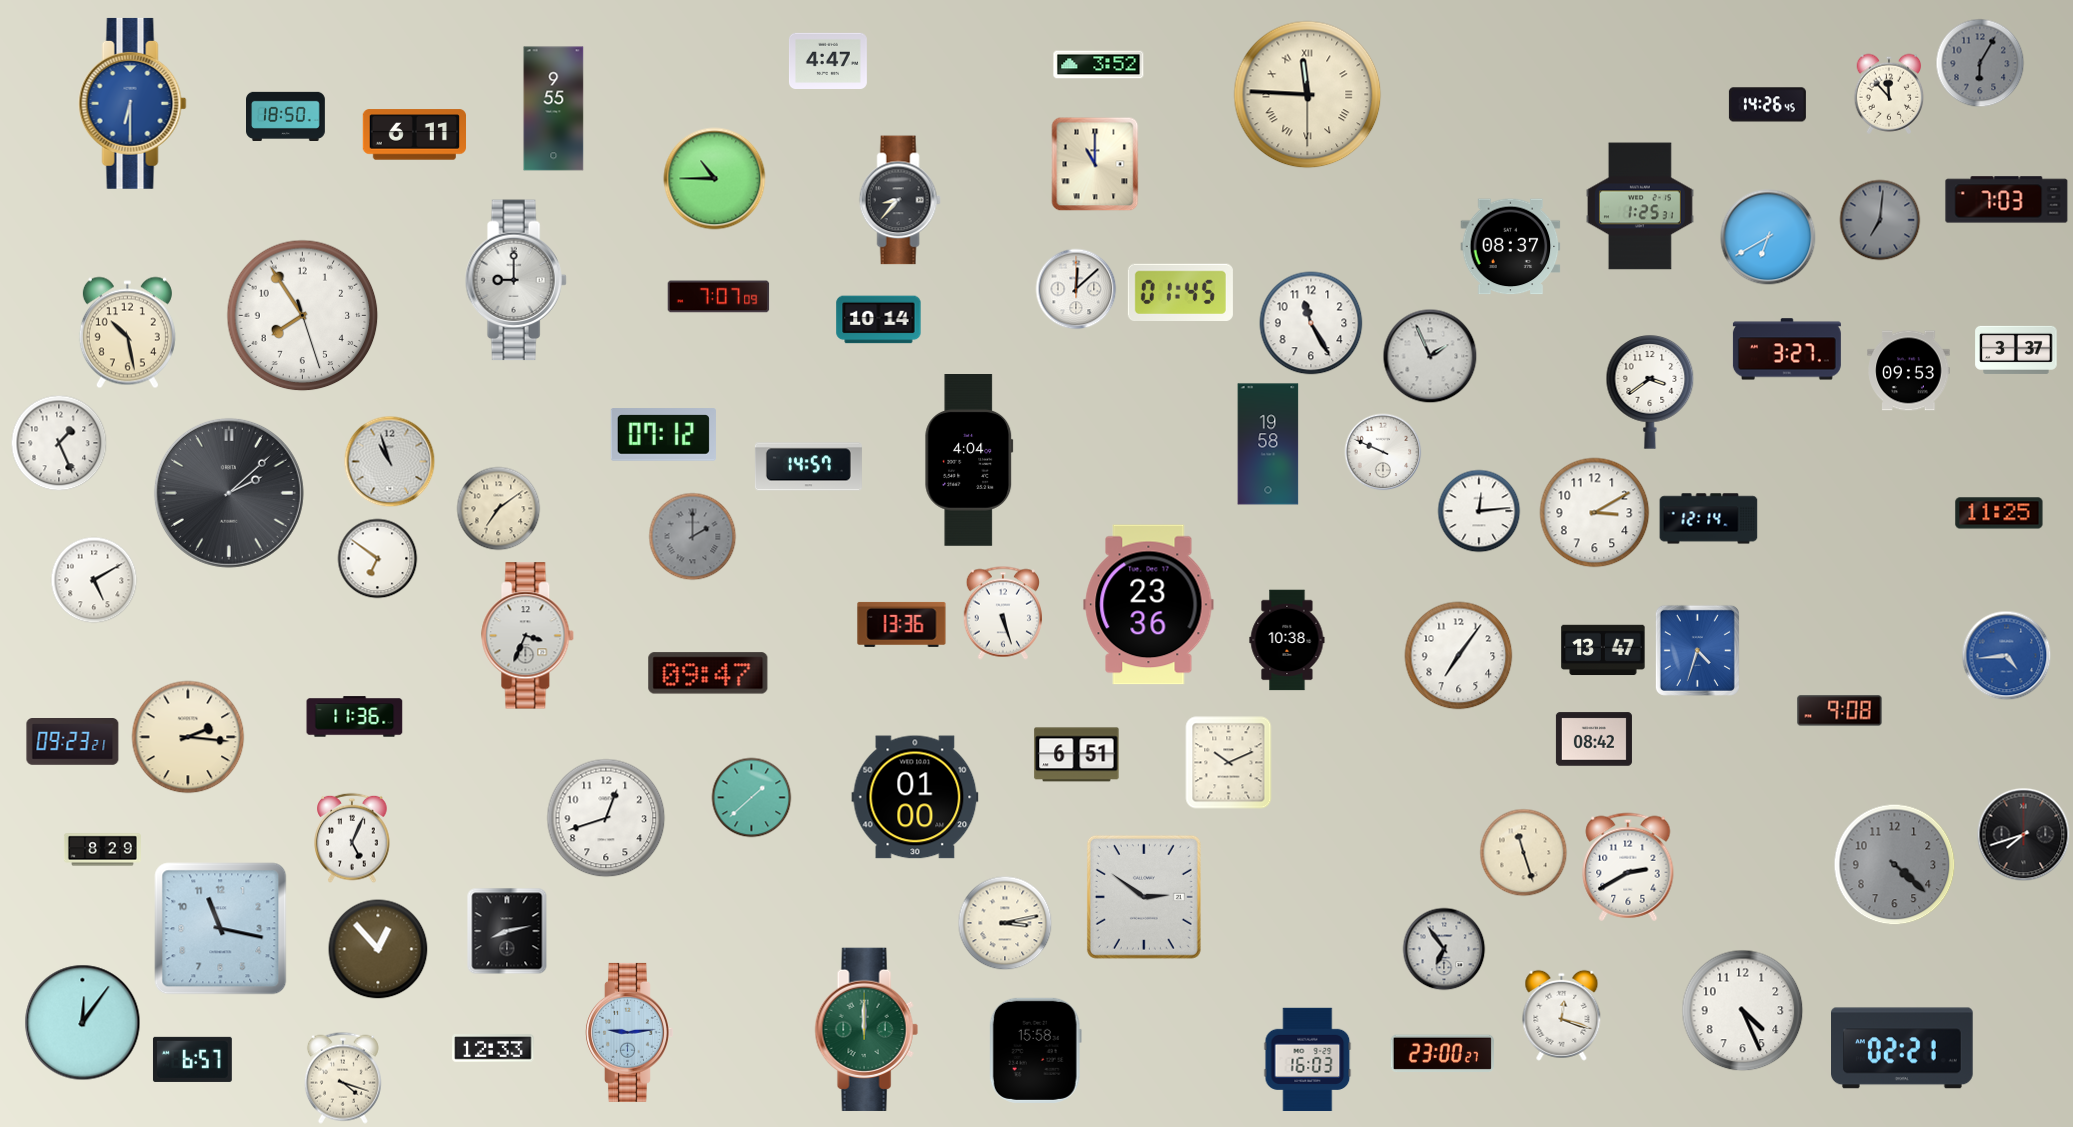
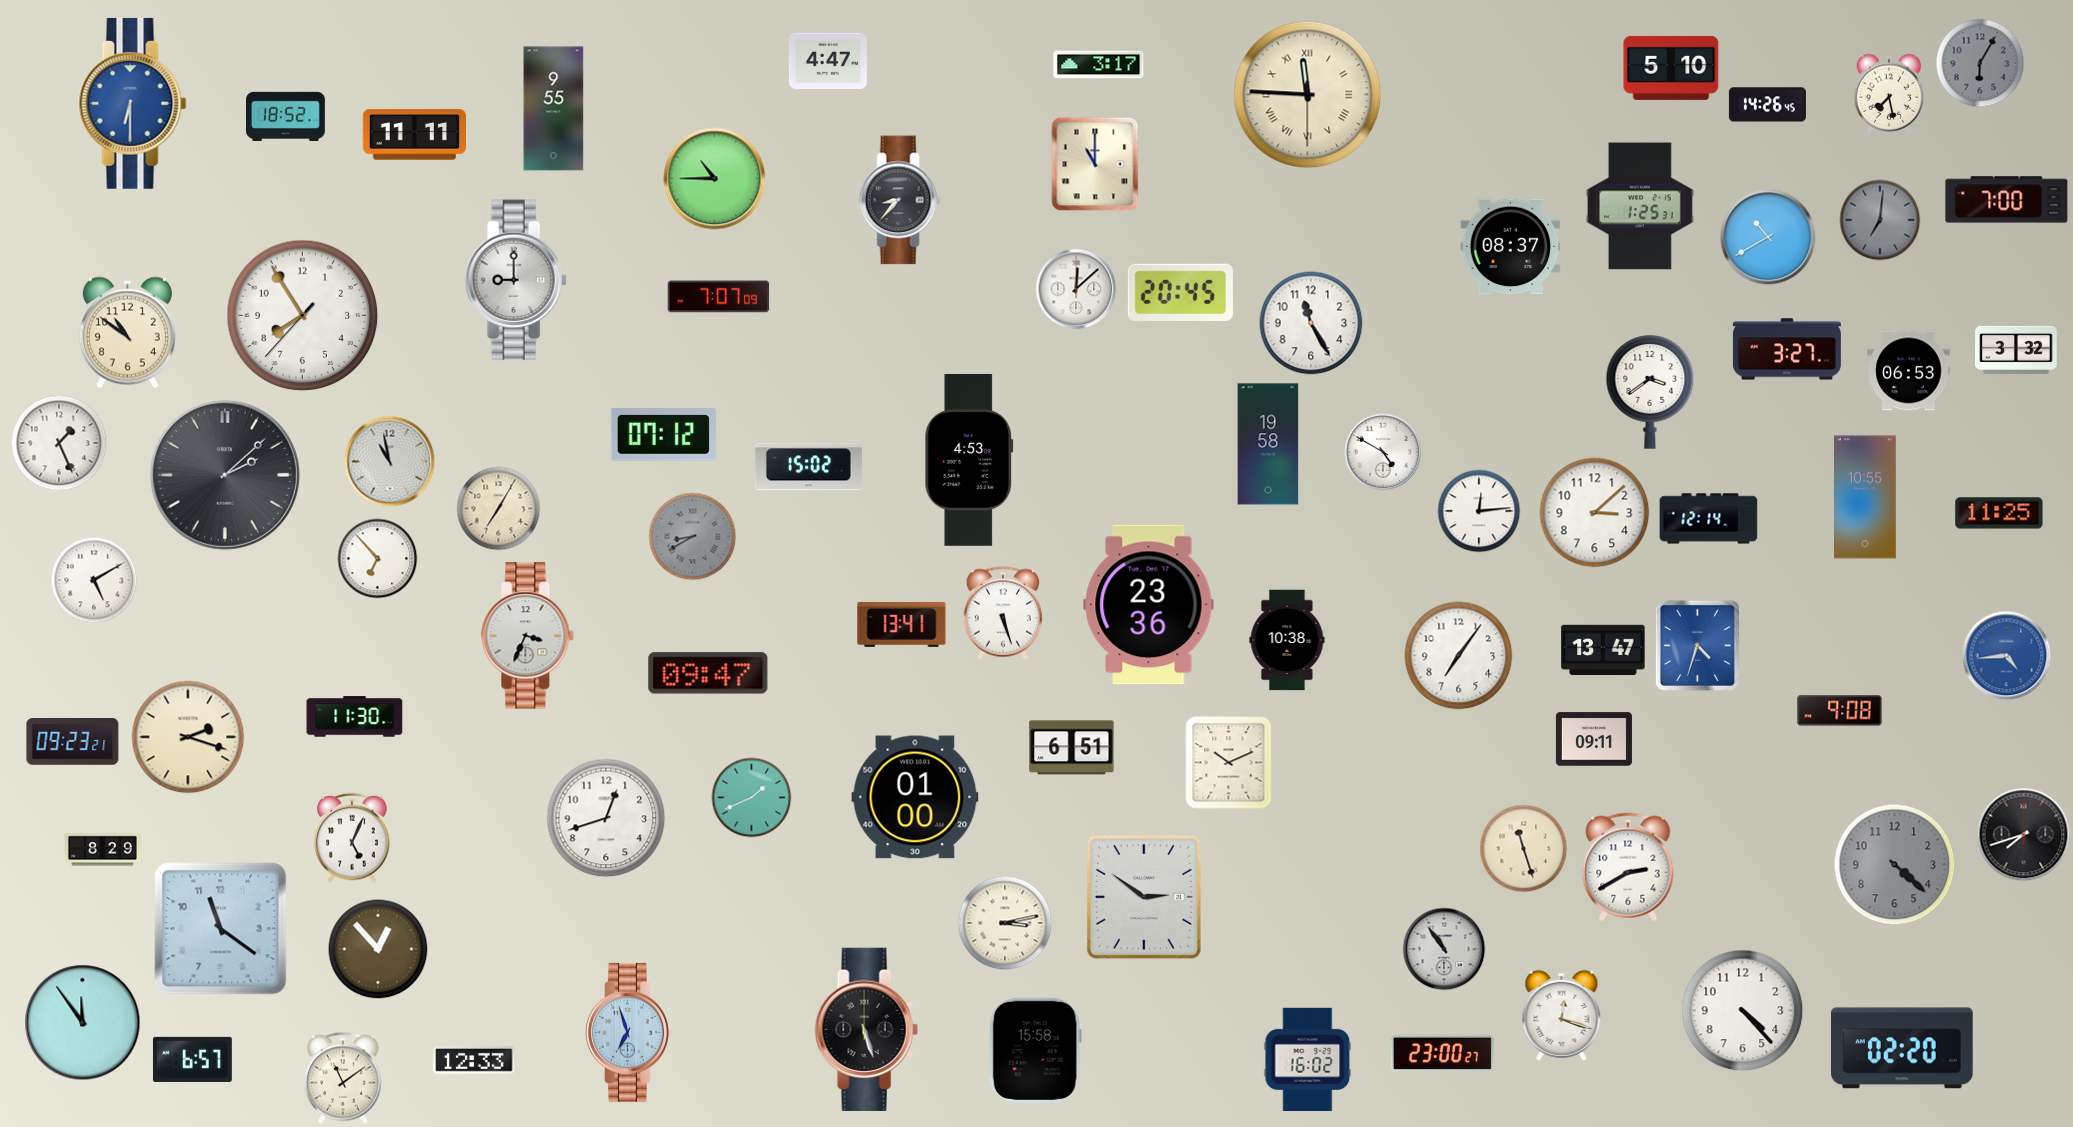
clock at (1099, 65): 3:52 -> 3:17
clock at (1671, 68): none -> 5:10
clock at (1889, 94): 11:53 -> 7:28
clock at (286, 116): 18:50 -> 18:52
clock at (414, 135): 6:11 -> 11:11
clock at (2007, 200): 7:03 -> 7:00
clock at (1768, 237): 6:40 -> 10:40
clock at (1180, 292): 01:45 -> 20:45
clock at (303, 316): 7:54:27 -> 7:54:37
clock at (879, 320): 10:14 -> none
clock at (127, 333): 10:28 -> 10:51
clock at (2016, 350): 3:37 -> 3:32
clock at (1430, 356): 1:56 -> none
clock at (1909, 371): 09:53 -> 06:53
clock at (1383, 452): 9:49 -> 4:50
clock at (969, 461): 4:04 -> 4:53
clock at (390, 462): 10:57 -> 10:58
clock at (808, 467): 14:57 -> 15:02
clock at (229, 493) position: (229, 493) -> (225, 475)
clock at (1866, 497): none -> 10:55
clock at (499, 509): 7:09 -> 7:05
clock at (1595, 513): 3:10 -> 3:08
clock at (693, 537): 2:00 -> 8:40
clock at (378, 559): 6:51 -> 6:53
clock at (902, 624): 13:36 -> 13:41
clock at (1697, 650) position: (1697, 650) -> (1697, 645)
clock at (355, 717): 11:36 -> 11:30
clock at (188, 737): 2:16 -> 2:18
clock at (1594, 739): 08:42 -> 09:11
clock at (1077, 755) position: (1077, 755) -> (1072, 748)
clock at (752, 798): 1:38 -> 1:41
clock at (1524, 853) position: (1524, 853) -> (1524, 849)
clock at (221, 929): 11:17 -> 11:21
clock at (507, 931): 8:13 -> none
clock at (1444, 949): 6:54 -> 10:54
clock at (1743, 1011): 4:26 -> 4:23
clock at (83, 1023): 12:06 -> 11:54
clock at (866, 1029): 12:00 -> 5:27
clock at (866, 1029) dial: green -> black
clock at (630, 1032): 9:14 -> 6:57
clock at (493, 1048) position: (493, 1048) -> (474, 1060)
clock at (1903, 1048): 02:21 -> 02:20
clock at (1308, 1059): 16:03 -> 16:02
clock at (343, 1078): 4:18 -> 11:09
